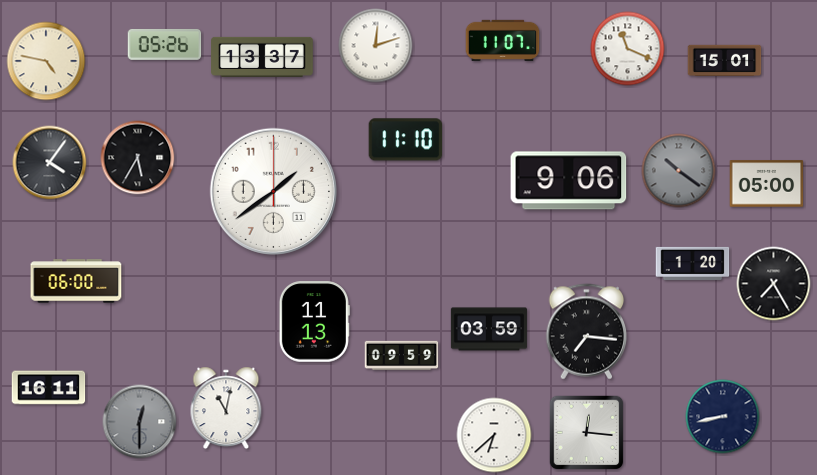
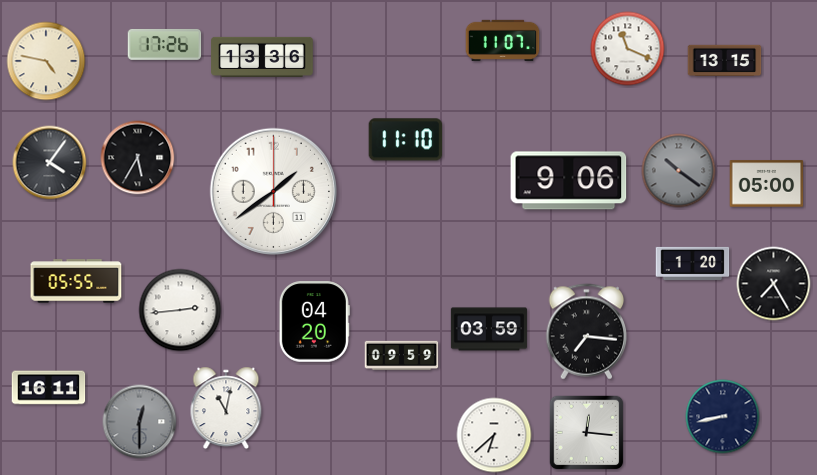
clock at (165, 45): 05:26 -> 17:26
clock at (376, 46): 12:12 -> none
clock at (262, 57): 13:37 -> 13:36
clock at (725, 60): 15:01 -> 13:15
clock at (76, 281): 06:00 -> 05:55
clock at (180, 310): none -> 2:44
clock at (314, 322): 11:13 -> 04:20
